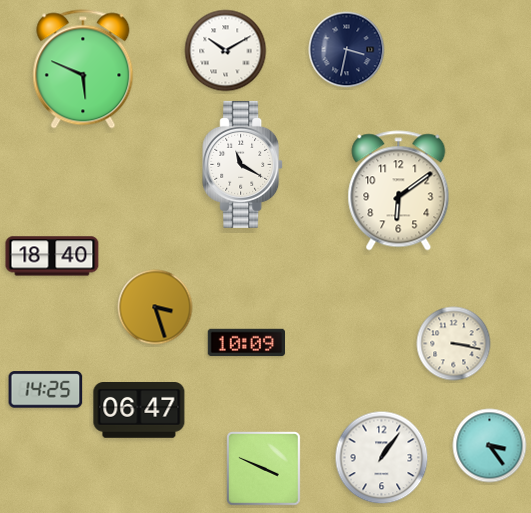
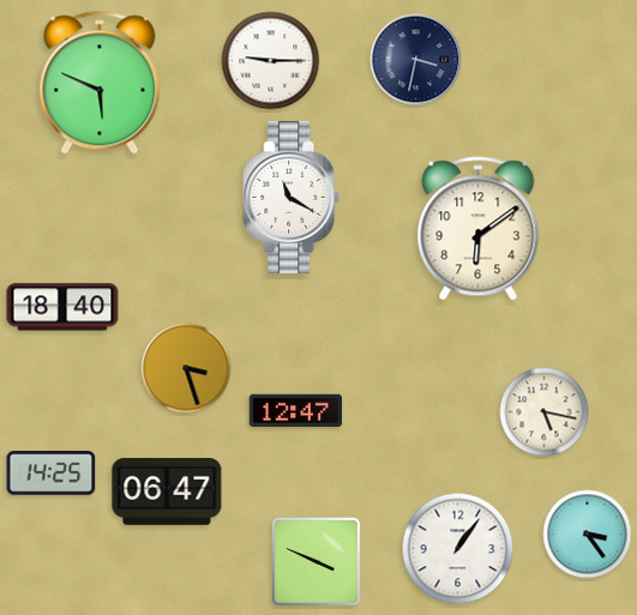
clock at (226, 51): 10:10 -> 9:15
clock at (246, 343): 10:09 -> 12:47
clock at (454, 344): 3:17 -> 5:17
clock at (46, 390) position: (46, 390) -> (52, 474)
